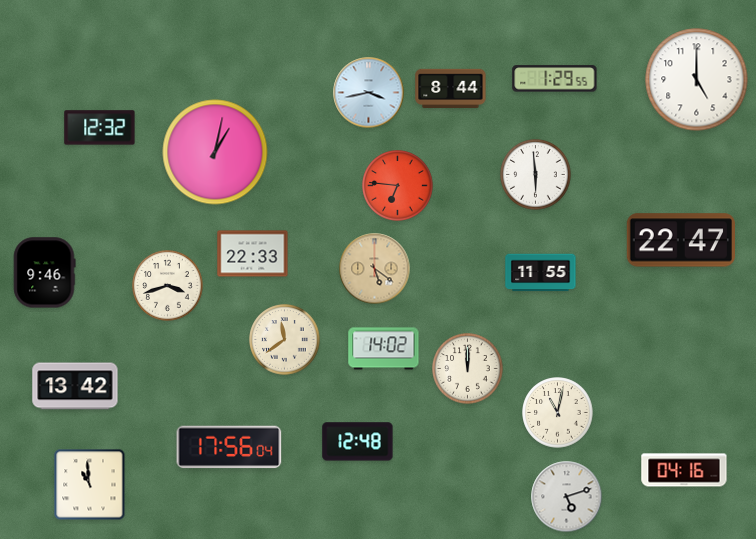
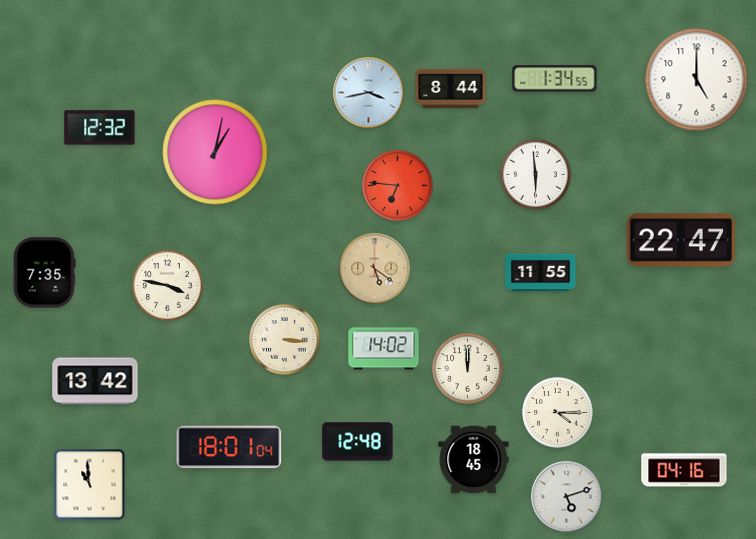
clock at (555, 79): 1:29 -> 1:34
clock at (253, 254): 22:33 -> none
clock at (45, 273): 9:46 -> 7:35
clock at (168, 286): 3:42 -> 3:47
clock at (285, 340): 11:39 -> 3:16
clock at (75, 386) position: (75, 386) -> (95, 381)
clock at (558, 413): 11:02 -> 4:15
clock at (229, 447): 17:56 -> 18:01
clock at (474, 460): none -> 18:45
